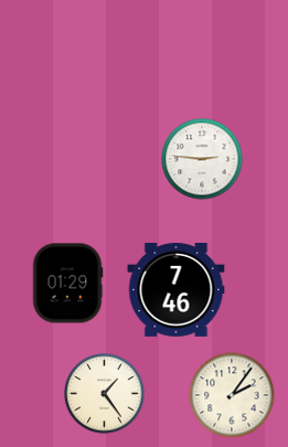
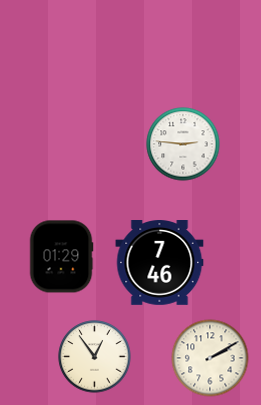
clock at (105, 394): 1:24 -> 12:54
clock at (232, 395): 2:06 -> 2:10
